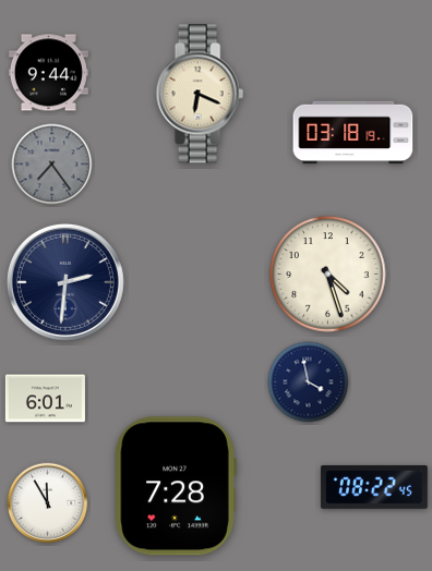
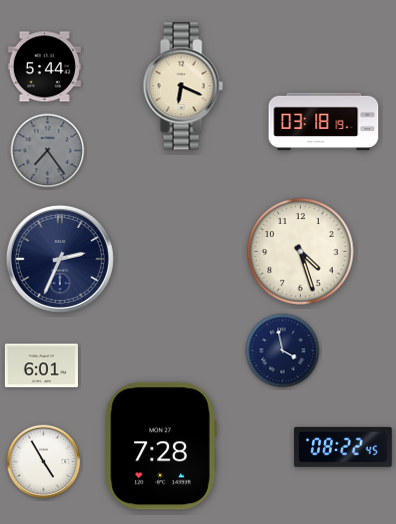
clock at (48, 73): 9:44 -> 5:44
clock at (65, 282): 2:31 -> 2:34
clock at (48, 503): 11:55 -> 4:55
